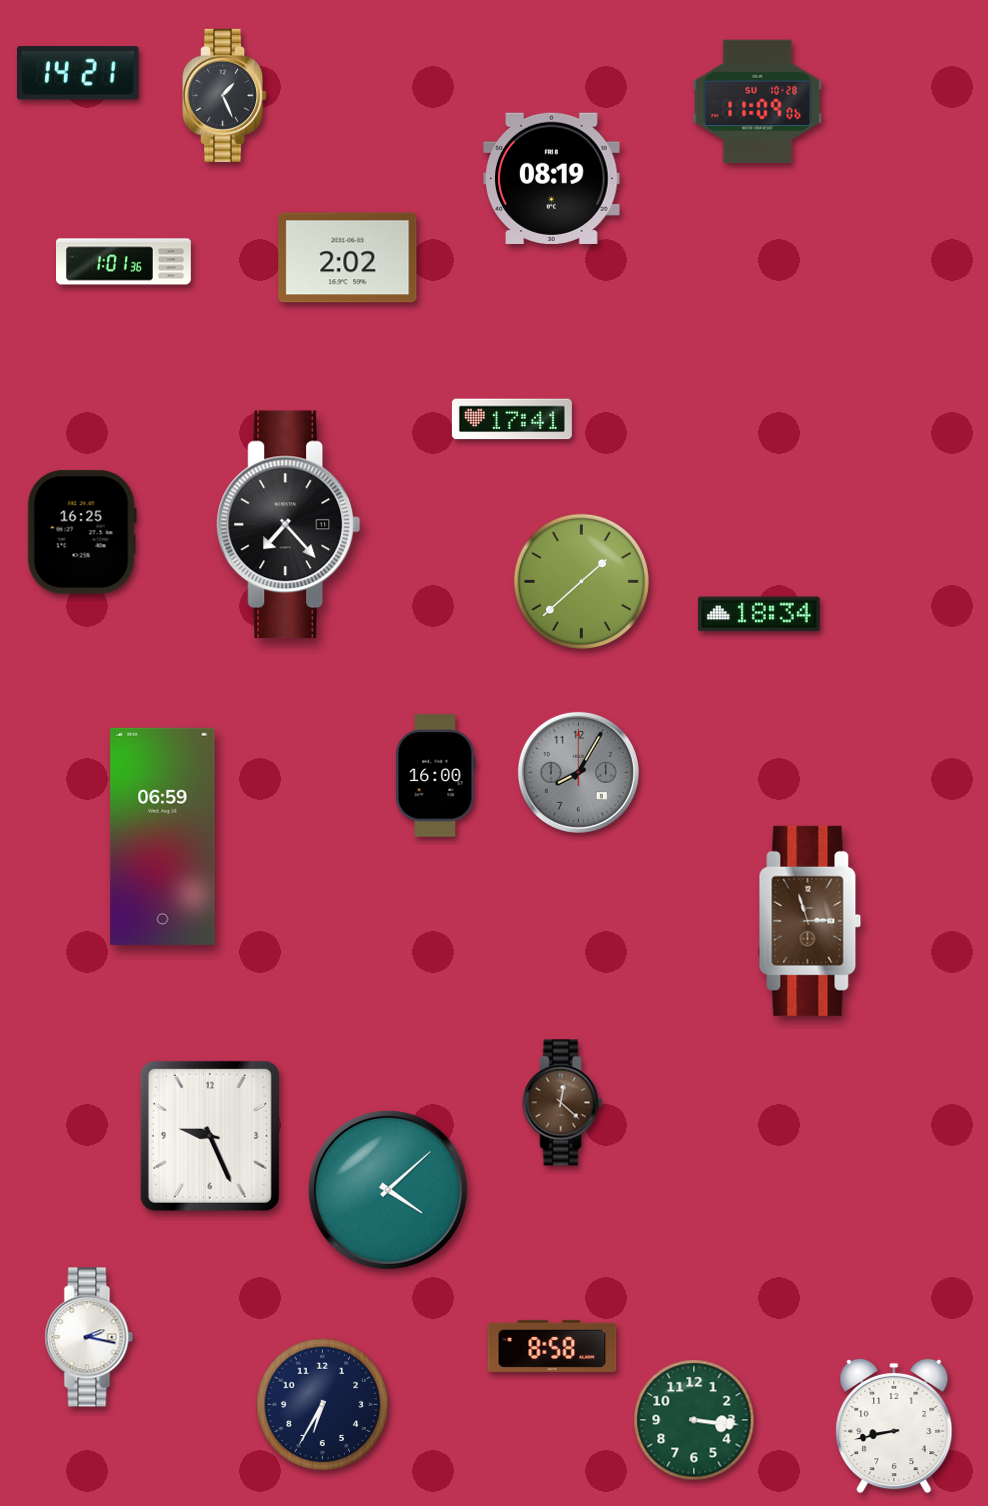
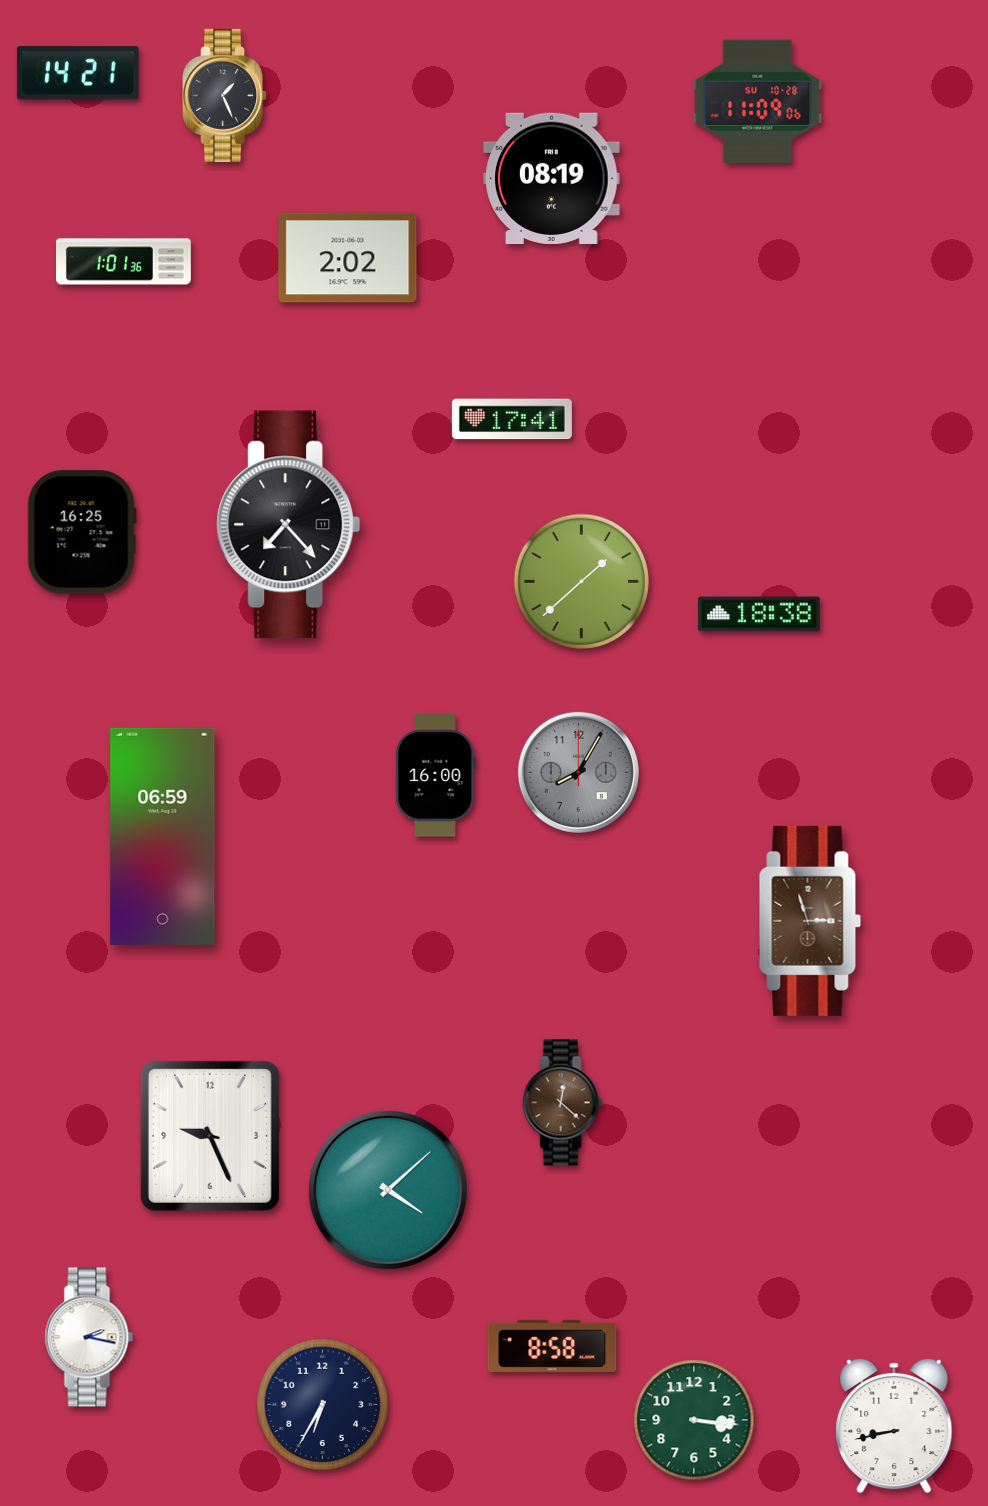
clock at (759, 614): 18:34 -> 18:38
